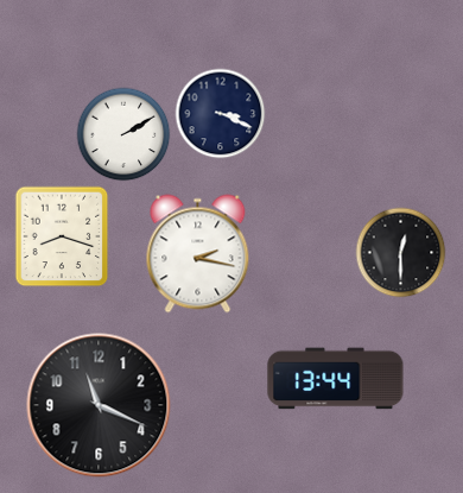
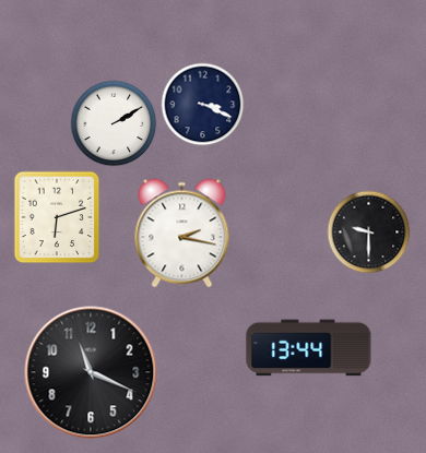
clock at (62, 236): 8:18 -> 6:12
clock at (401, 253): 12:30 -> 9:30
